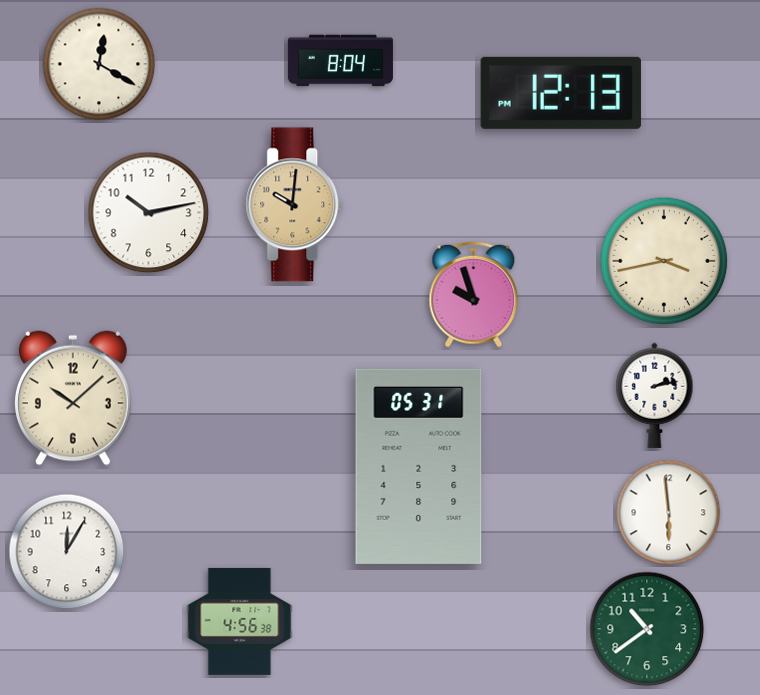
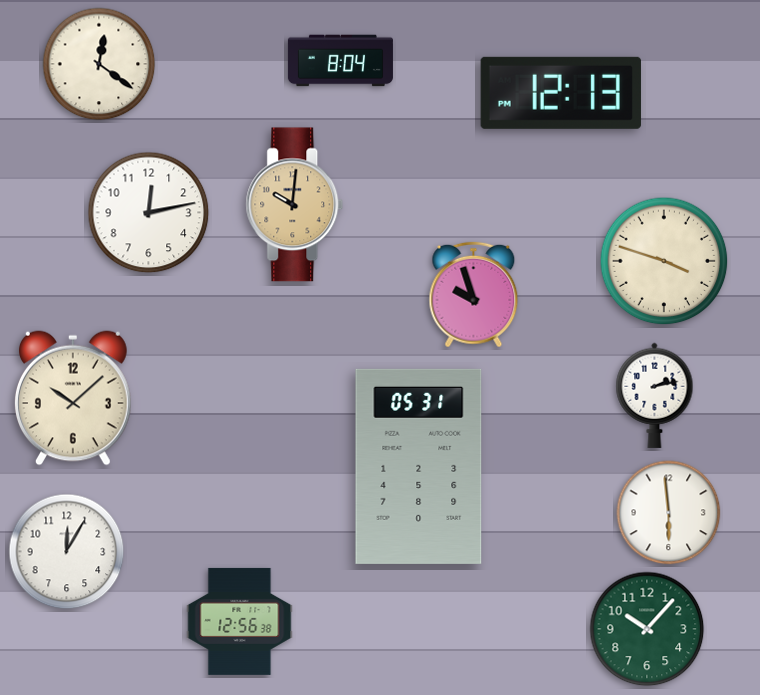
clock at (99, 64): 12:20 -> 12:21
clock at (149, 213): 10:13 -> 12:13
clock at (664, 261): 3:43 -> 3:48
clock at (240, 621): 4:56 -> 12:56
clock at (647, 629): 10:39 -> 10:07
